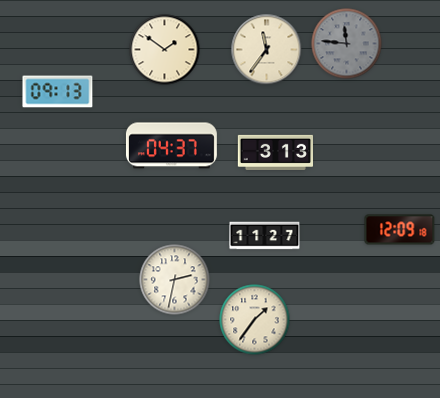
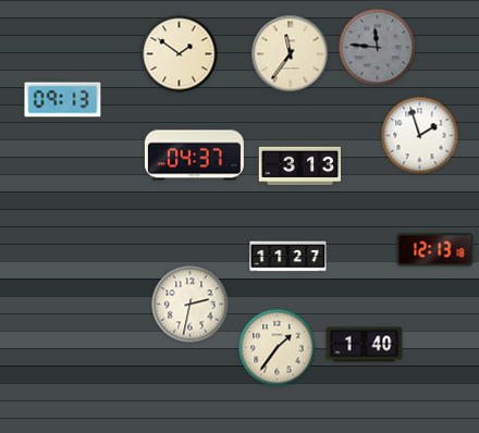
clock at (420, 136): none -> 1:57
clock at (171, 146) position: (171, 146) -> (194, 156)
clock at (400, 230): 12:09 -> 12:13
clock at (365, 345): none -> 1:40
